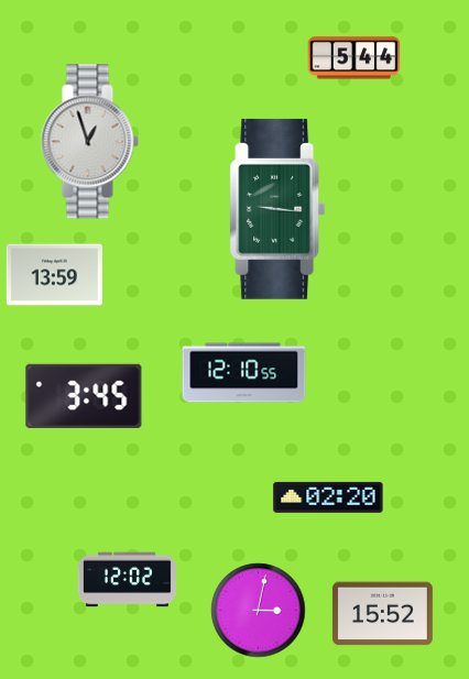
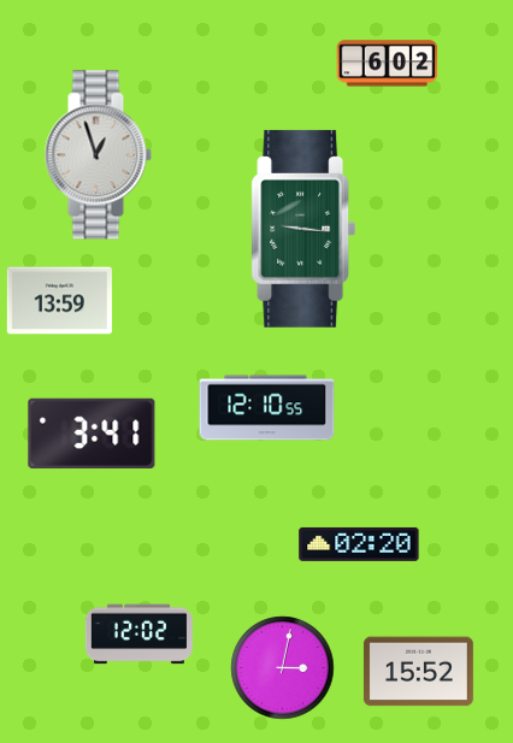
clock at (355, 58): 5:44 -> 6:02
clock at (84, 396): 3:45 -> 3:41
